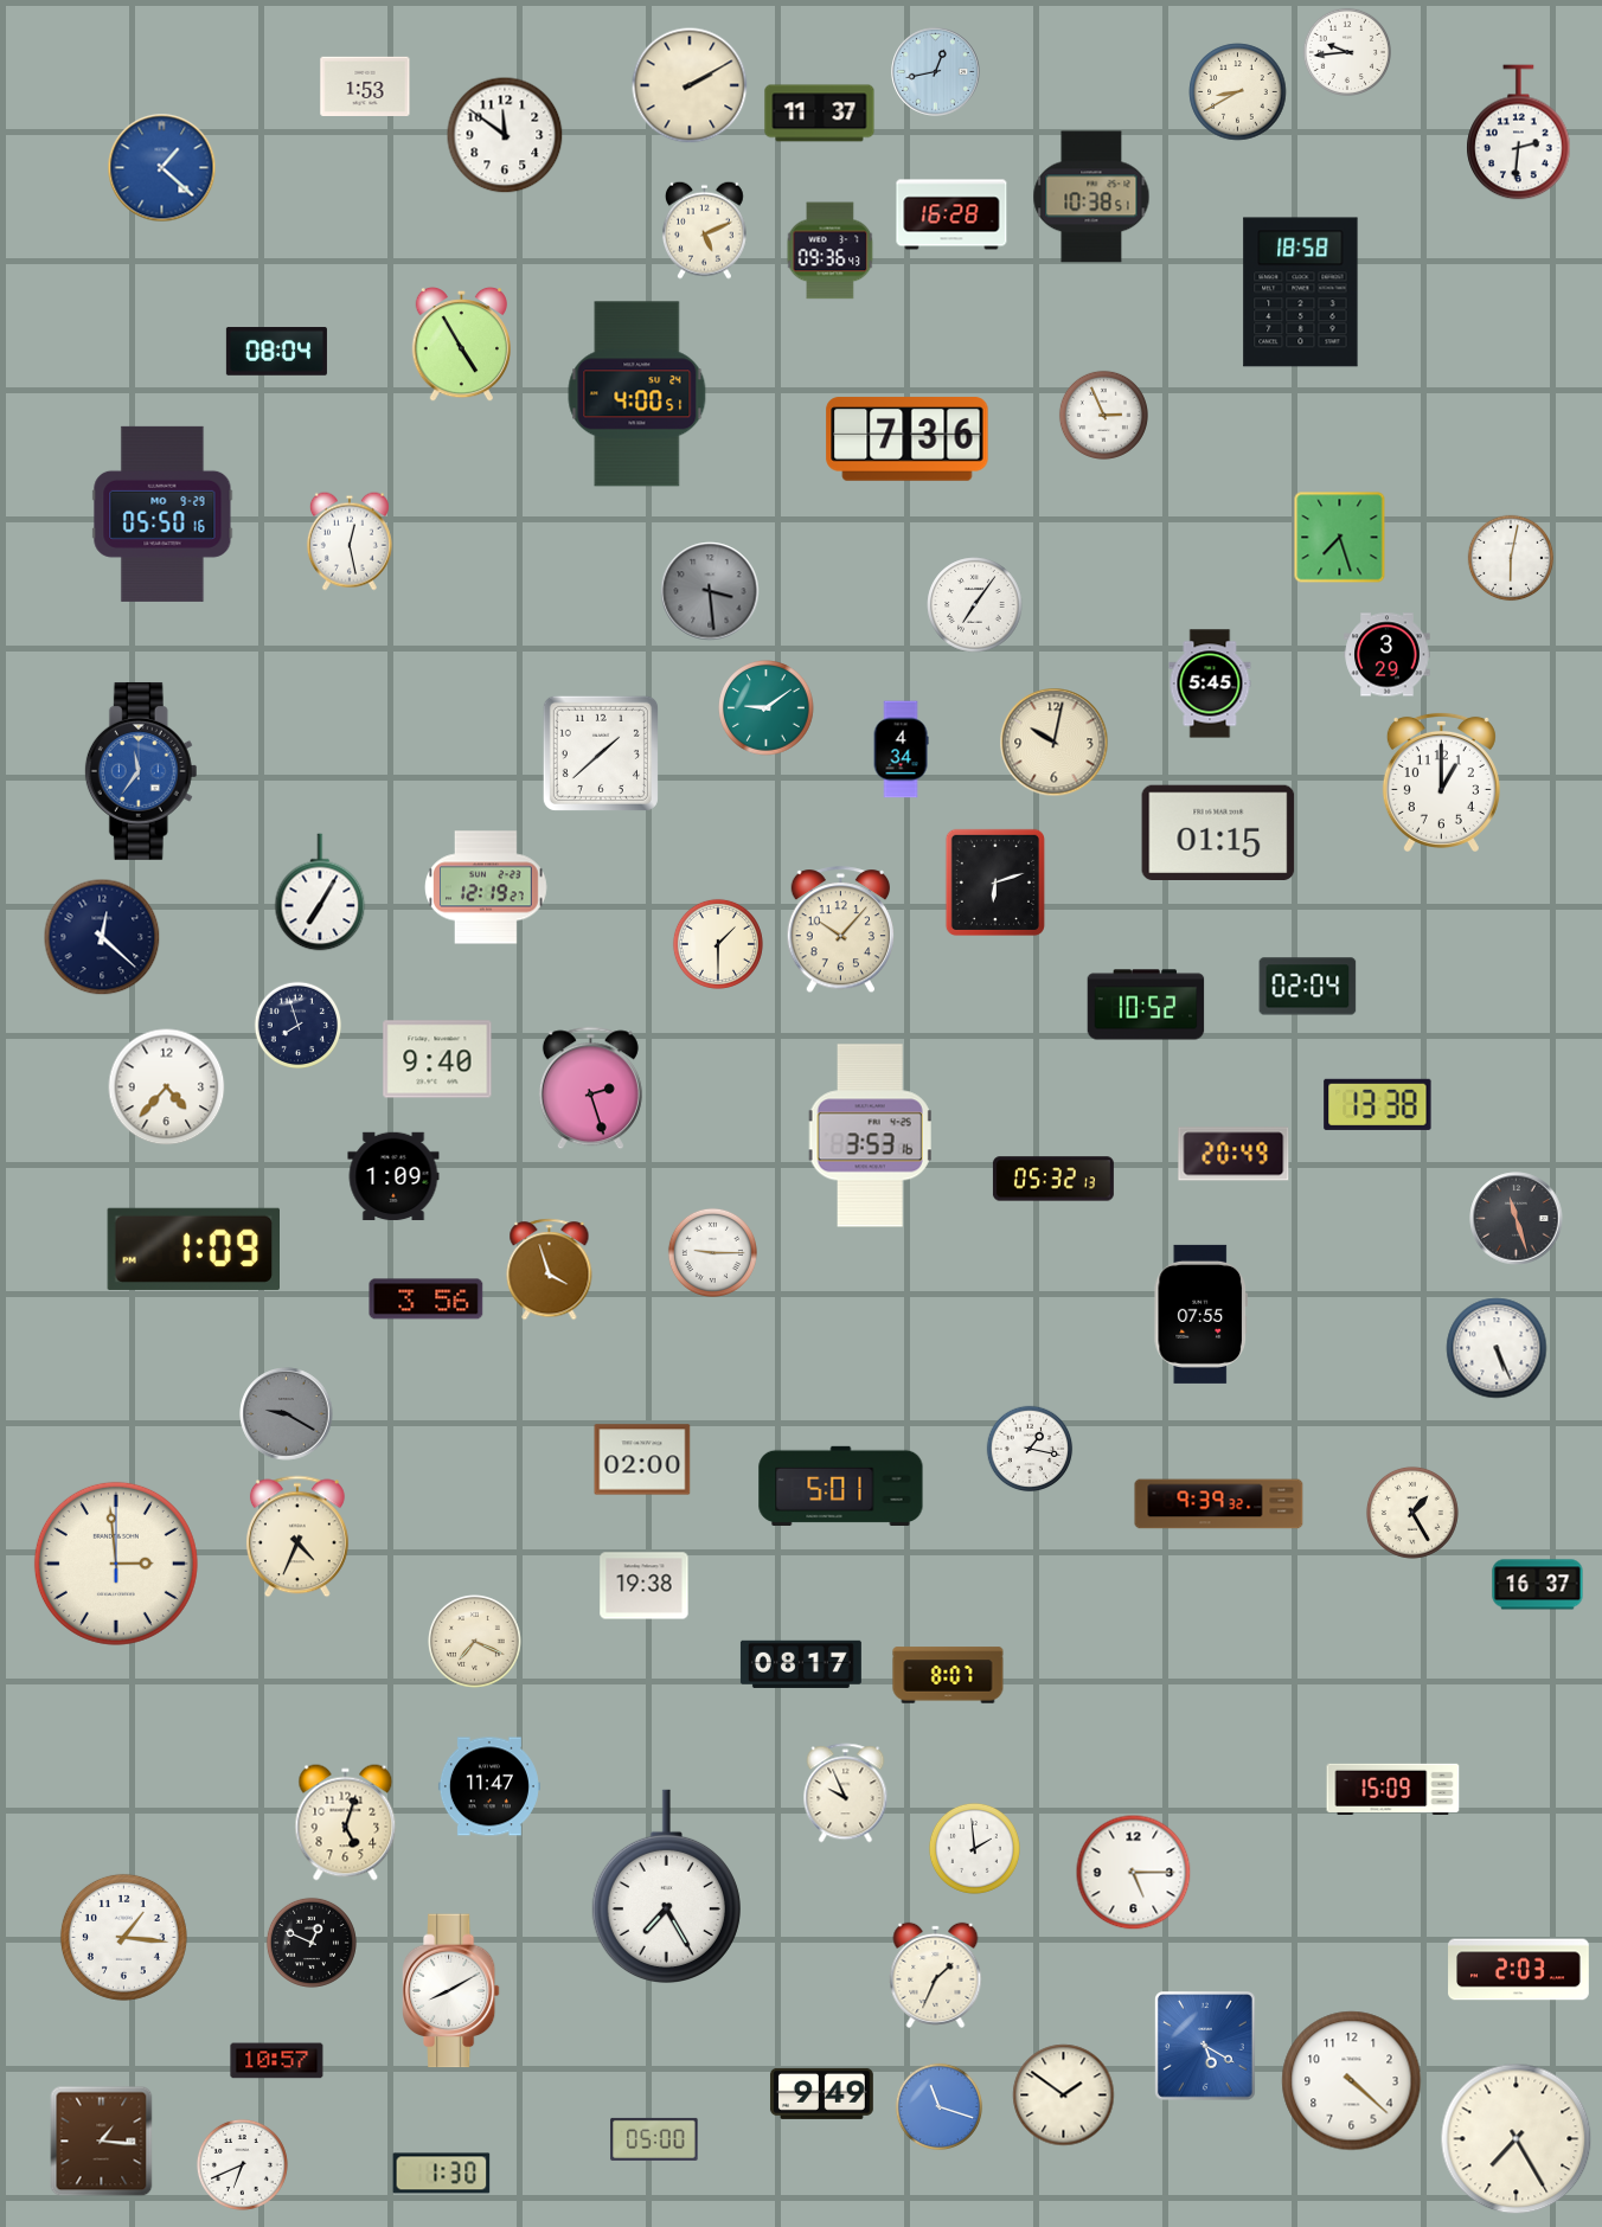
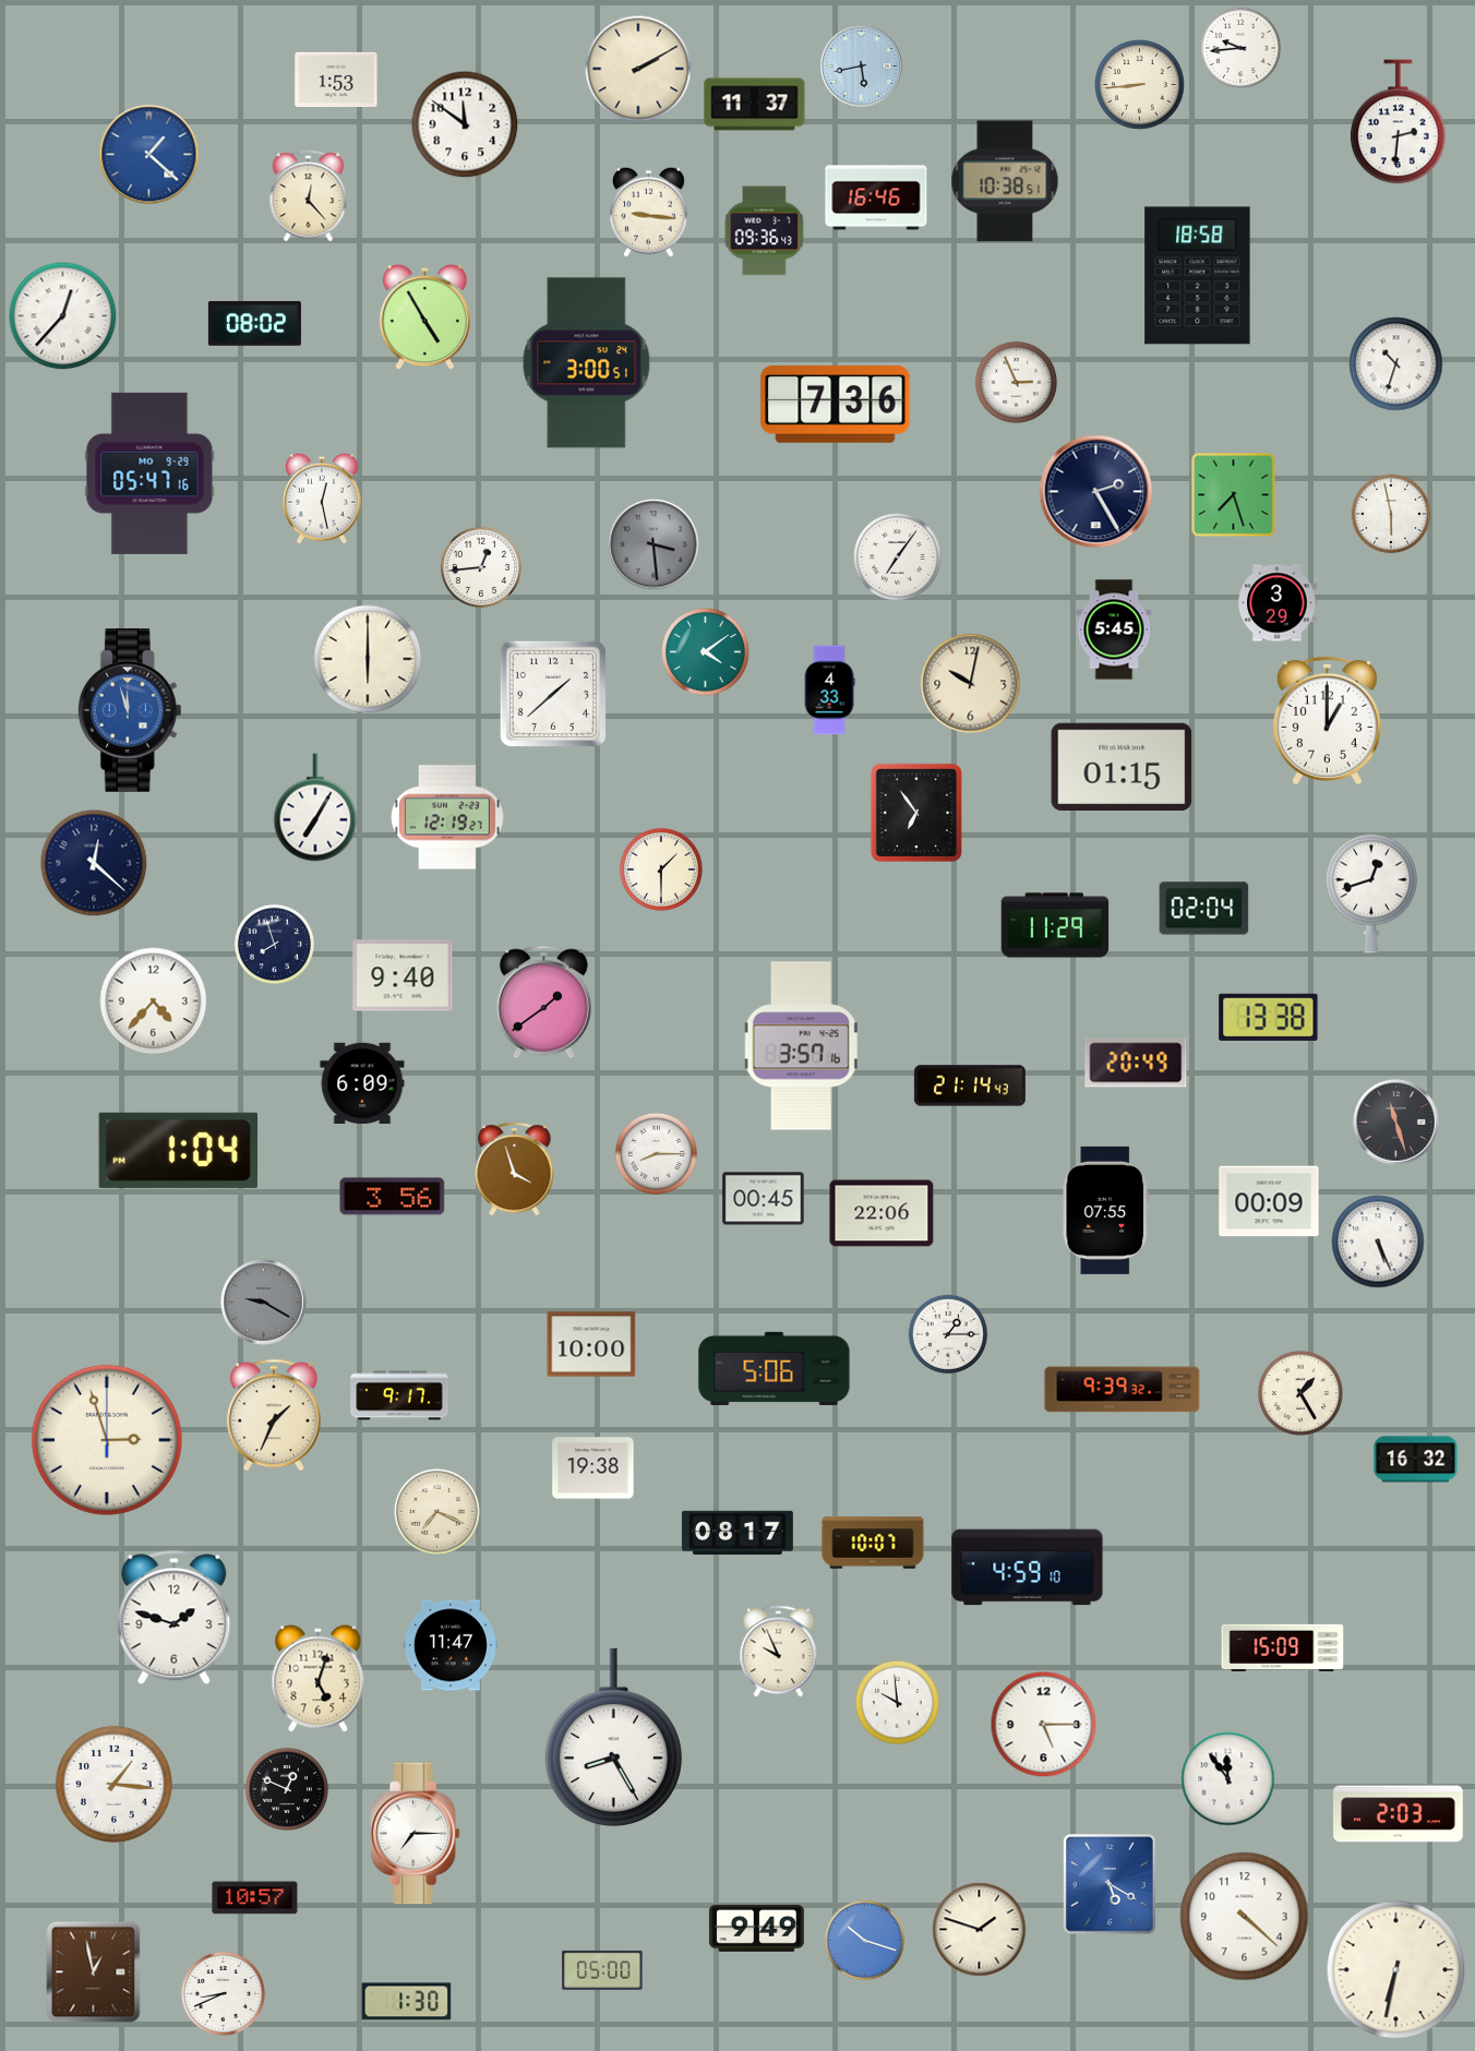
clock at (936, 72): 12:43 -> 5:43
clock at (690, 85) position: (690, 85) -> (638, 69)
clock at (1238, 92): 8:40 -> 8:44
clock at (309, 196): none -> 12:23
clock at (951, 214): 16:28 -> 16:46
clock at (704, 230): 5:11 -> 9:16
clock at (1301, 293) position: (1301, 293) -> (1198, 276)
clock at (63, 316): none -> 12:37
clock at (276, 352): 08:04 -> 08:02
clock at (637, 394): 4:00 -> 3:00
clock at (1396, 364): none -> 10:33
clock at (162, 514): 05:50 -> 05:47
clock at (1096, 492): none -> 2:25
clock at (1511, 558): 6:02 -> 5:58
clock at (480, 566): none -> 12:44
clock at (767, 708): 9:09 -> 4:09
clock at (368, 659): none -> 6:00
clock at (901, 750): 4:34 -> 4:33
clock at (141, 771): 11:36 -> 11:57
clock at (995, 883): 6:12 -> 6:54
clock at (320, 892) position: (320, 892) -> (315, 807)
clock at (841, 930): 10:07 -> none
clock at (1371, 893): none -> 12:42
clock at (1146, 1005): 10:52 -> 11:29
clock at (590, 1089): 2:27 -> 1:39
clock at (870, 1136): 3:53 -> 3:57
clock at (393, 1176): 1:09 -> 6:09
clock at (1053, 1179): 05:32 -> 21:14
clock at (193, 1249): 1:09 -> 1:04
clock at (712, 1252): 9:15 -> 8:15
clock at (550, 1270) position: (550, 1270) -> (515, 1170)
clock at (764, 1199): none -> 00:45
clock at (1269, 1201): none -> 00:09
clock at (882, 1213): none -> 22:06
clock at (1030, 1449): 1:17 -> 1:15
clock at (642, 1459): 02:00 -> 10:00
clock at (841, 1485): 5:01 -> 5:06
clock at (1219, 1504) position: (1219, 1504) -> (1123, 1390)
clock at (399, 1395): none -> 9:17
clock at (297, 1536): 4:34 -> 1:34
clock at (116, 1564): 2:59 -> 2:57
clock at (1538, 1585): 16:37 -> 16:32
clock at (645, 1586) position: (645, 1586) -> (593, 1468)
clock at (948, 1675): 8:07 -> 10:07
clock at (1028, 1568): none -> 4:59
clock at (175, 1618): none -> 1:48
clock at (974, 1848): 1:59 -> 9:59
clock at (666, 1886): 7:25 -> 8:25
clock at (1228, 1779): none -> 11:54
clock at (936, 1975): 1:34 -> none
clock at (450, 1991): 8:10 -> 7:15
clock at (1064, 2096): 1:51 -> 1:48
clock at (940, 2107): 11:18 -> 10:18
clock at (1517, 2139): 7:25 -> 6:32
clock at (102, 2142): 1:16 -> 12:58
clock at (242, 2164): 6:41 -> 8:41
